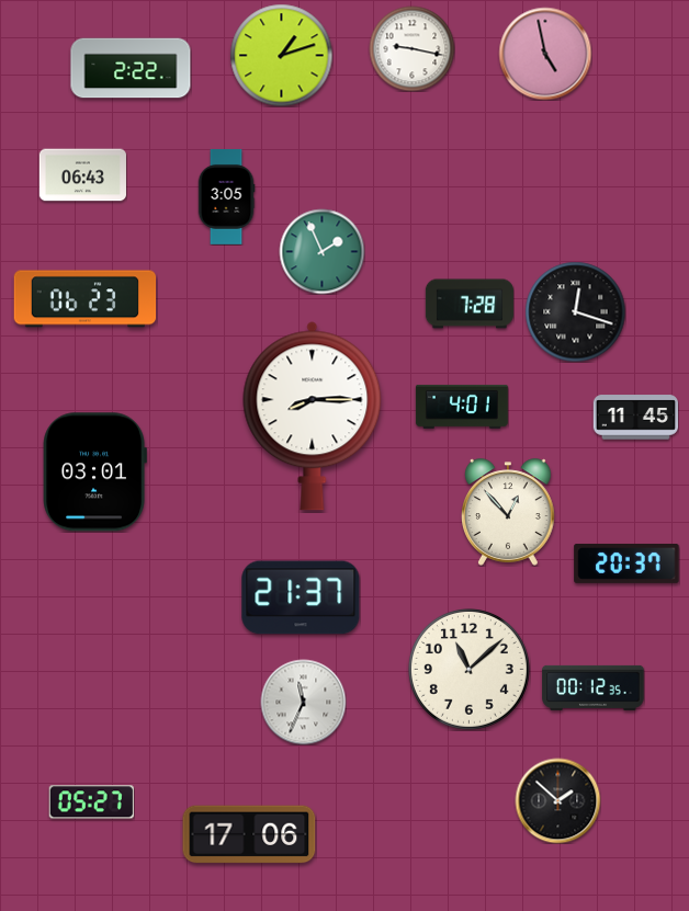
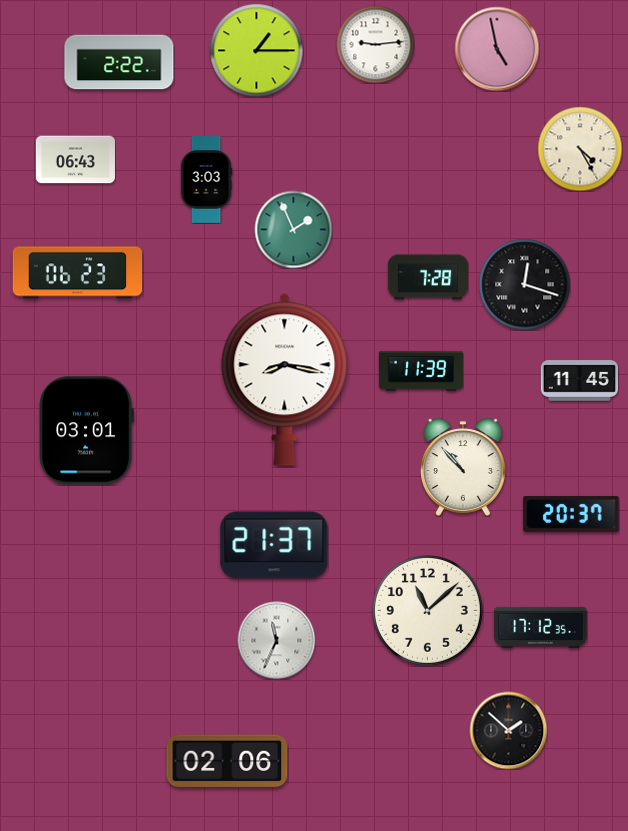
clock at (411, 48): 9:17 -> 9:14
clock at (281, 55): 1:12 -> 1:15
clock at (580, 149): none -> 4:25
clock at (226, 197): 3:05 -> 3:03
clock at (462, 407): 4:01 -> 11:39
clock at (313, 417): 8:15 -> 8:17
clock at (509, 512): 12:53 -> 10:53
clock at (594, 687): 00:12 -> 17:12
clock at (91, 802): 05:27 -> none
clock at (249, 834): 17:06 -> 02:06
